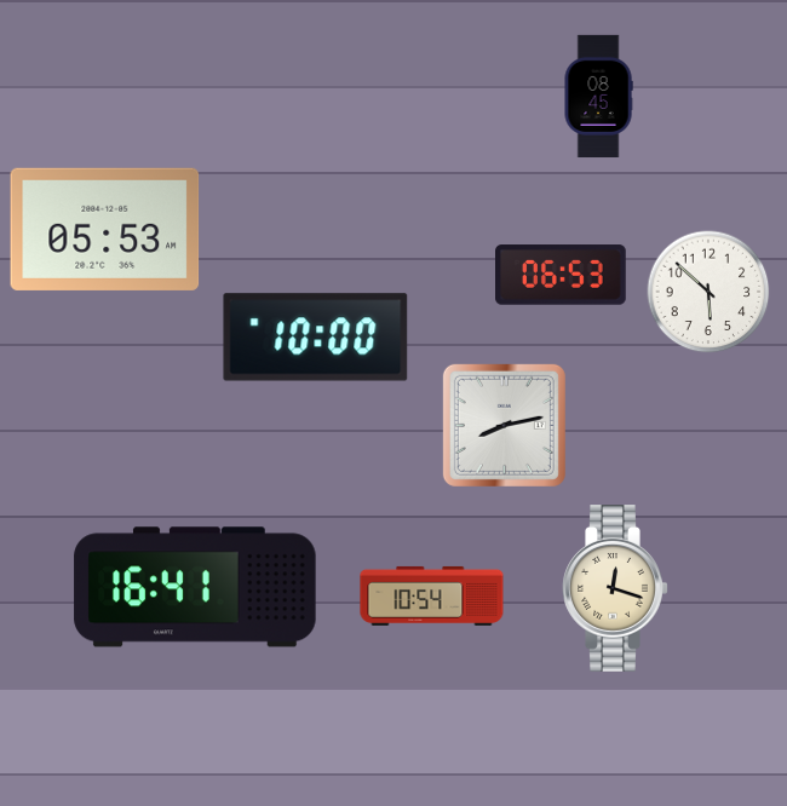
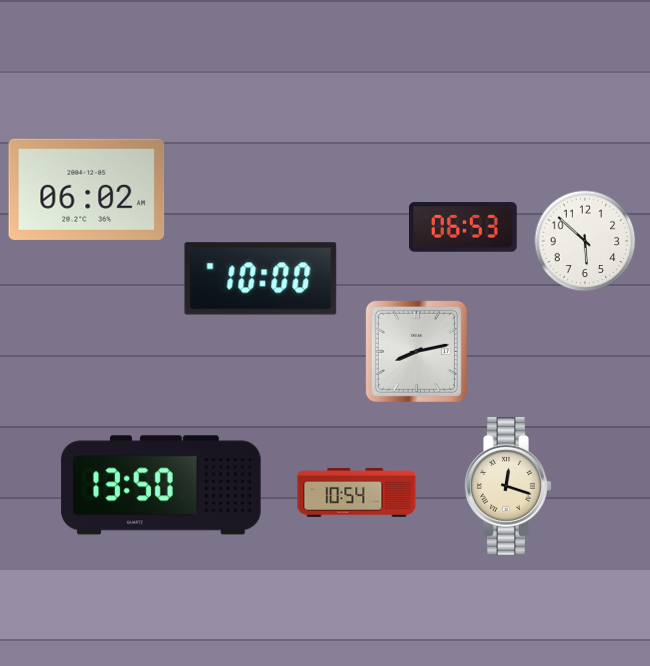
clock at (598, 97): 08:45 -> none
clock at (105, 229): 05:53 -> 06:02
clock at (195, 587): 16:41 -> 13:50
